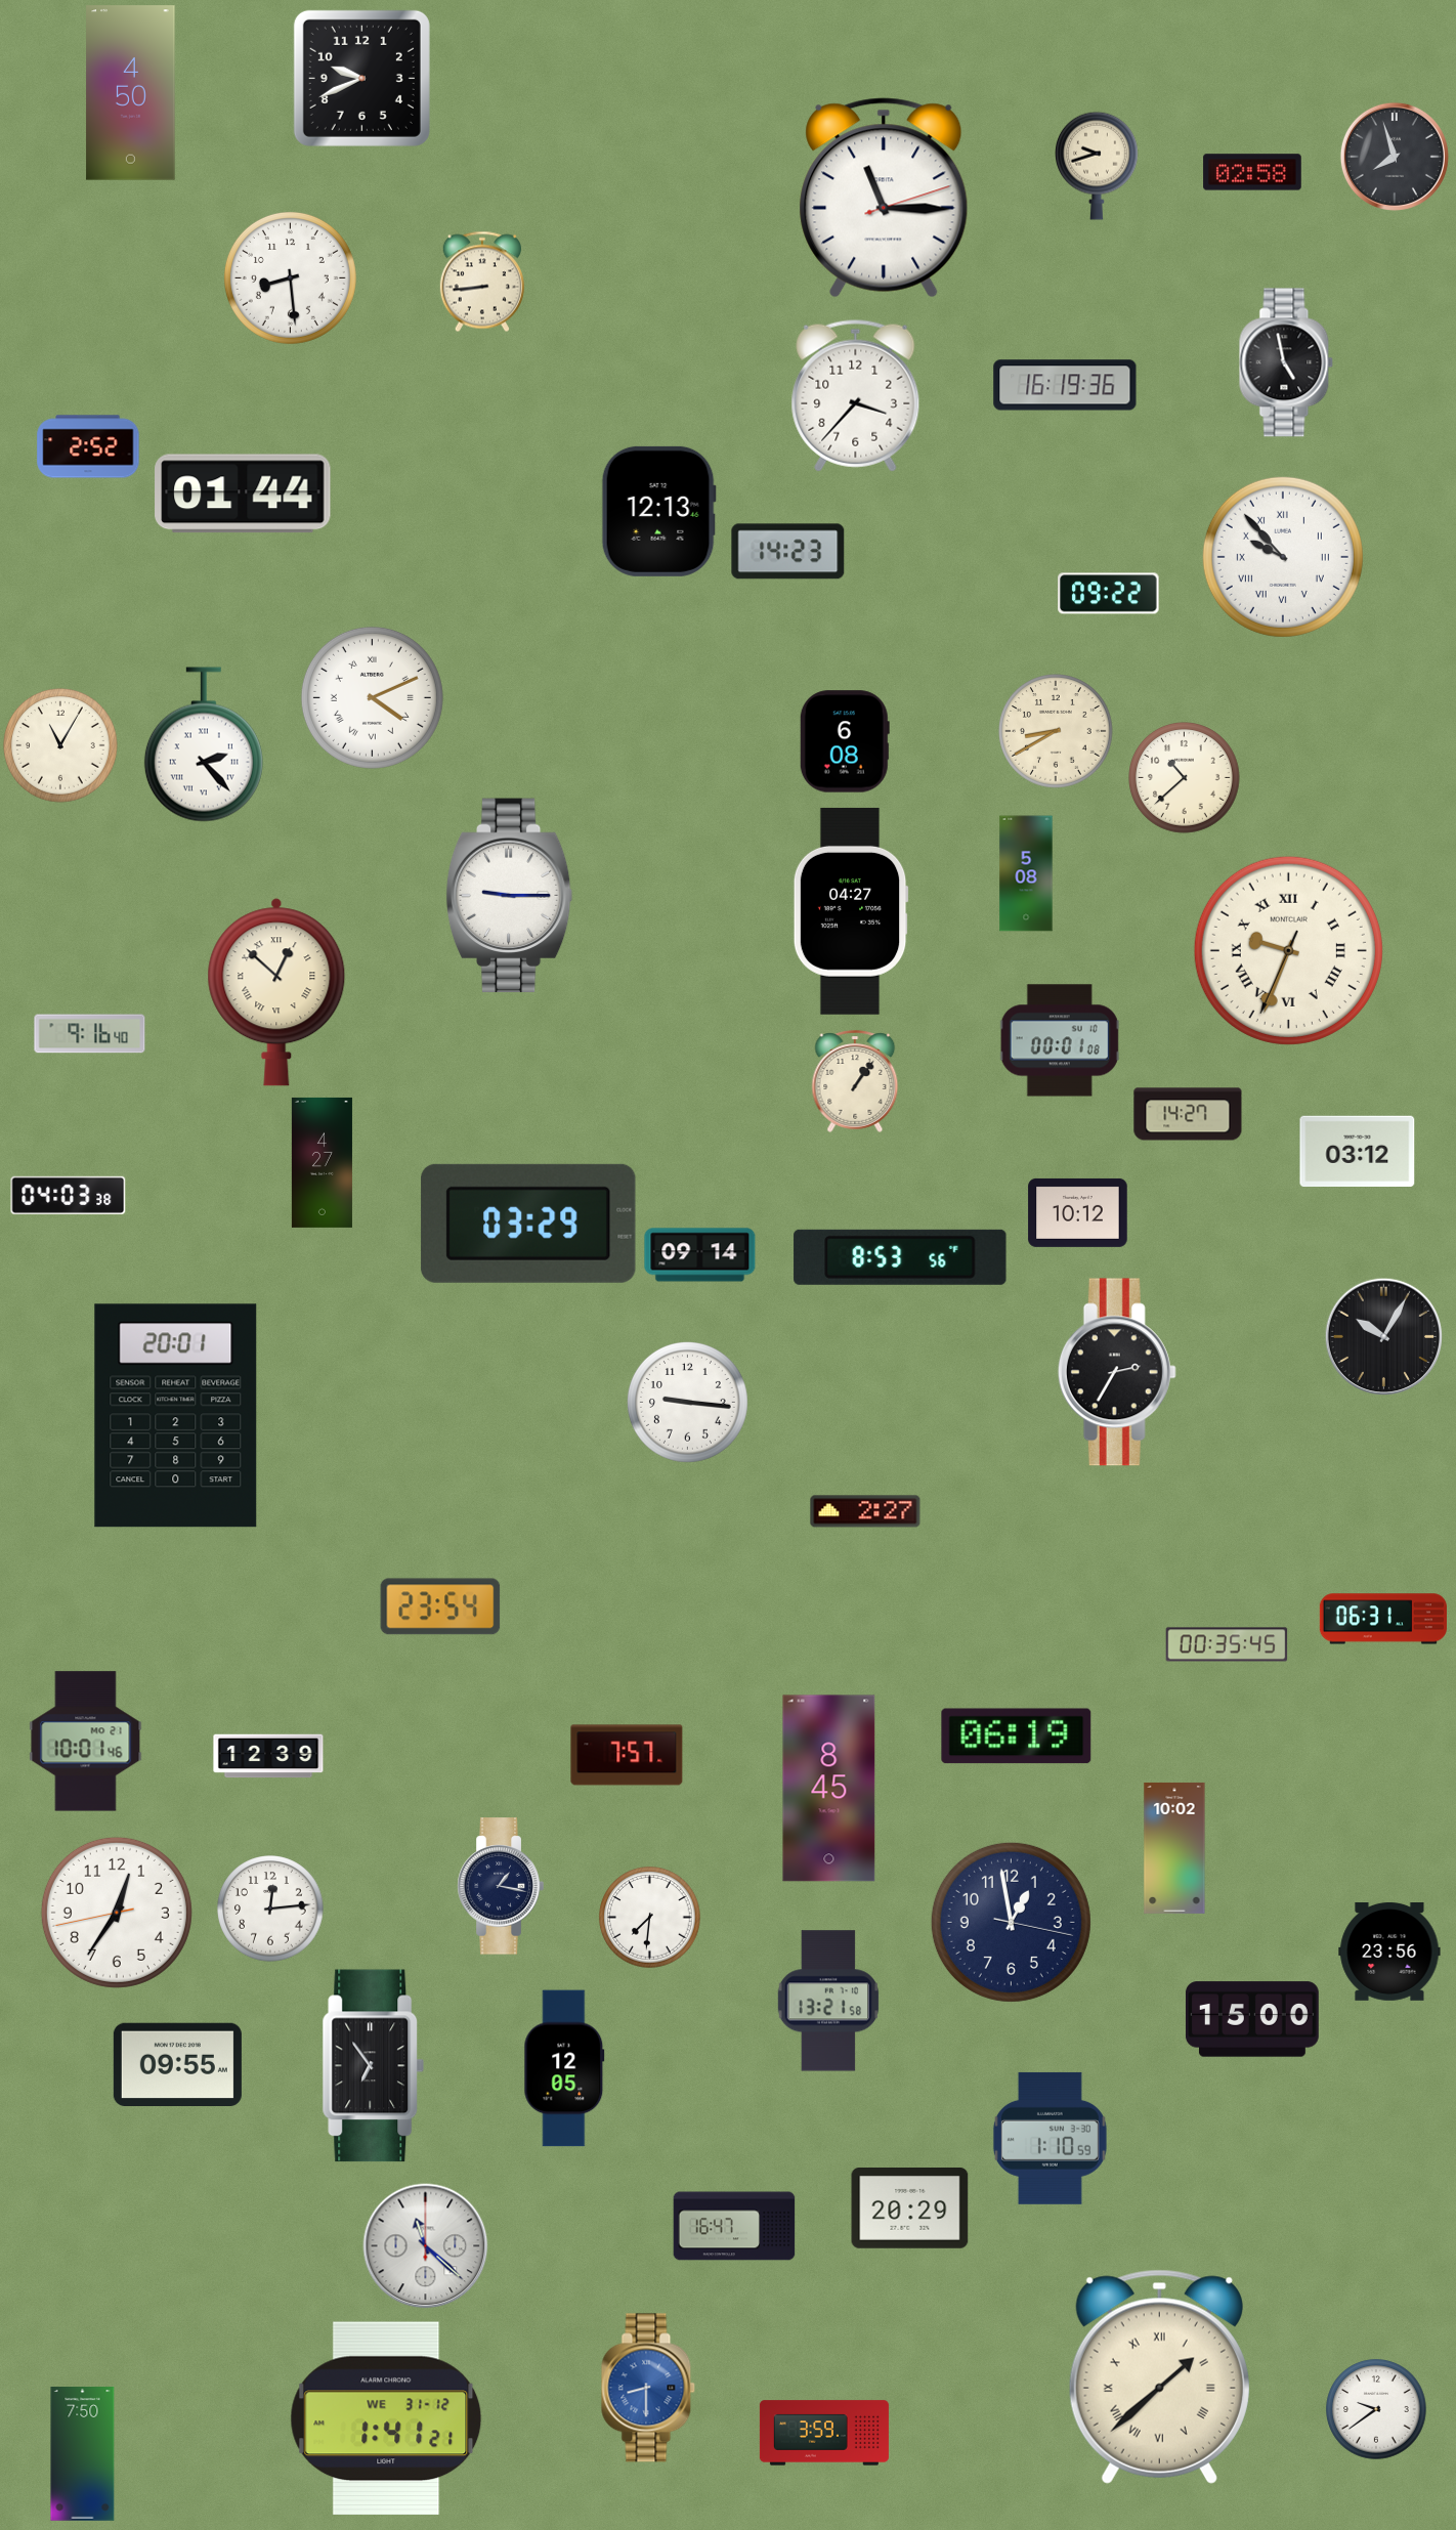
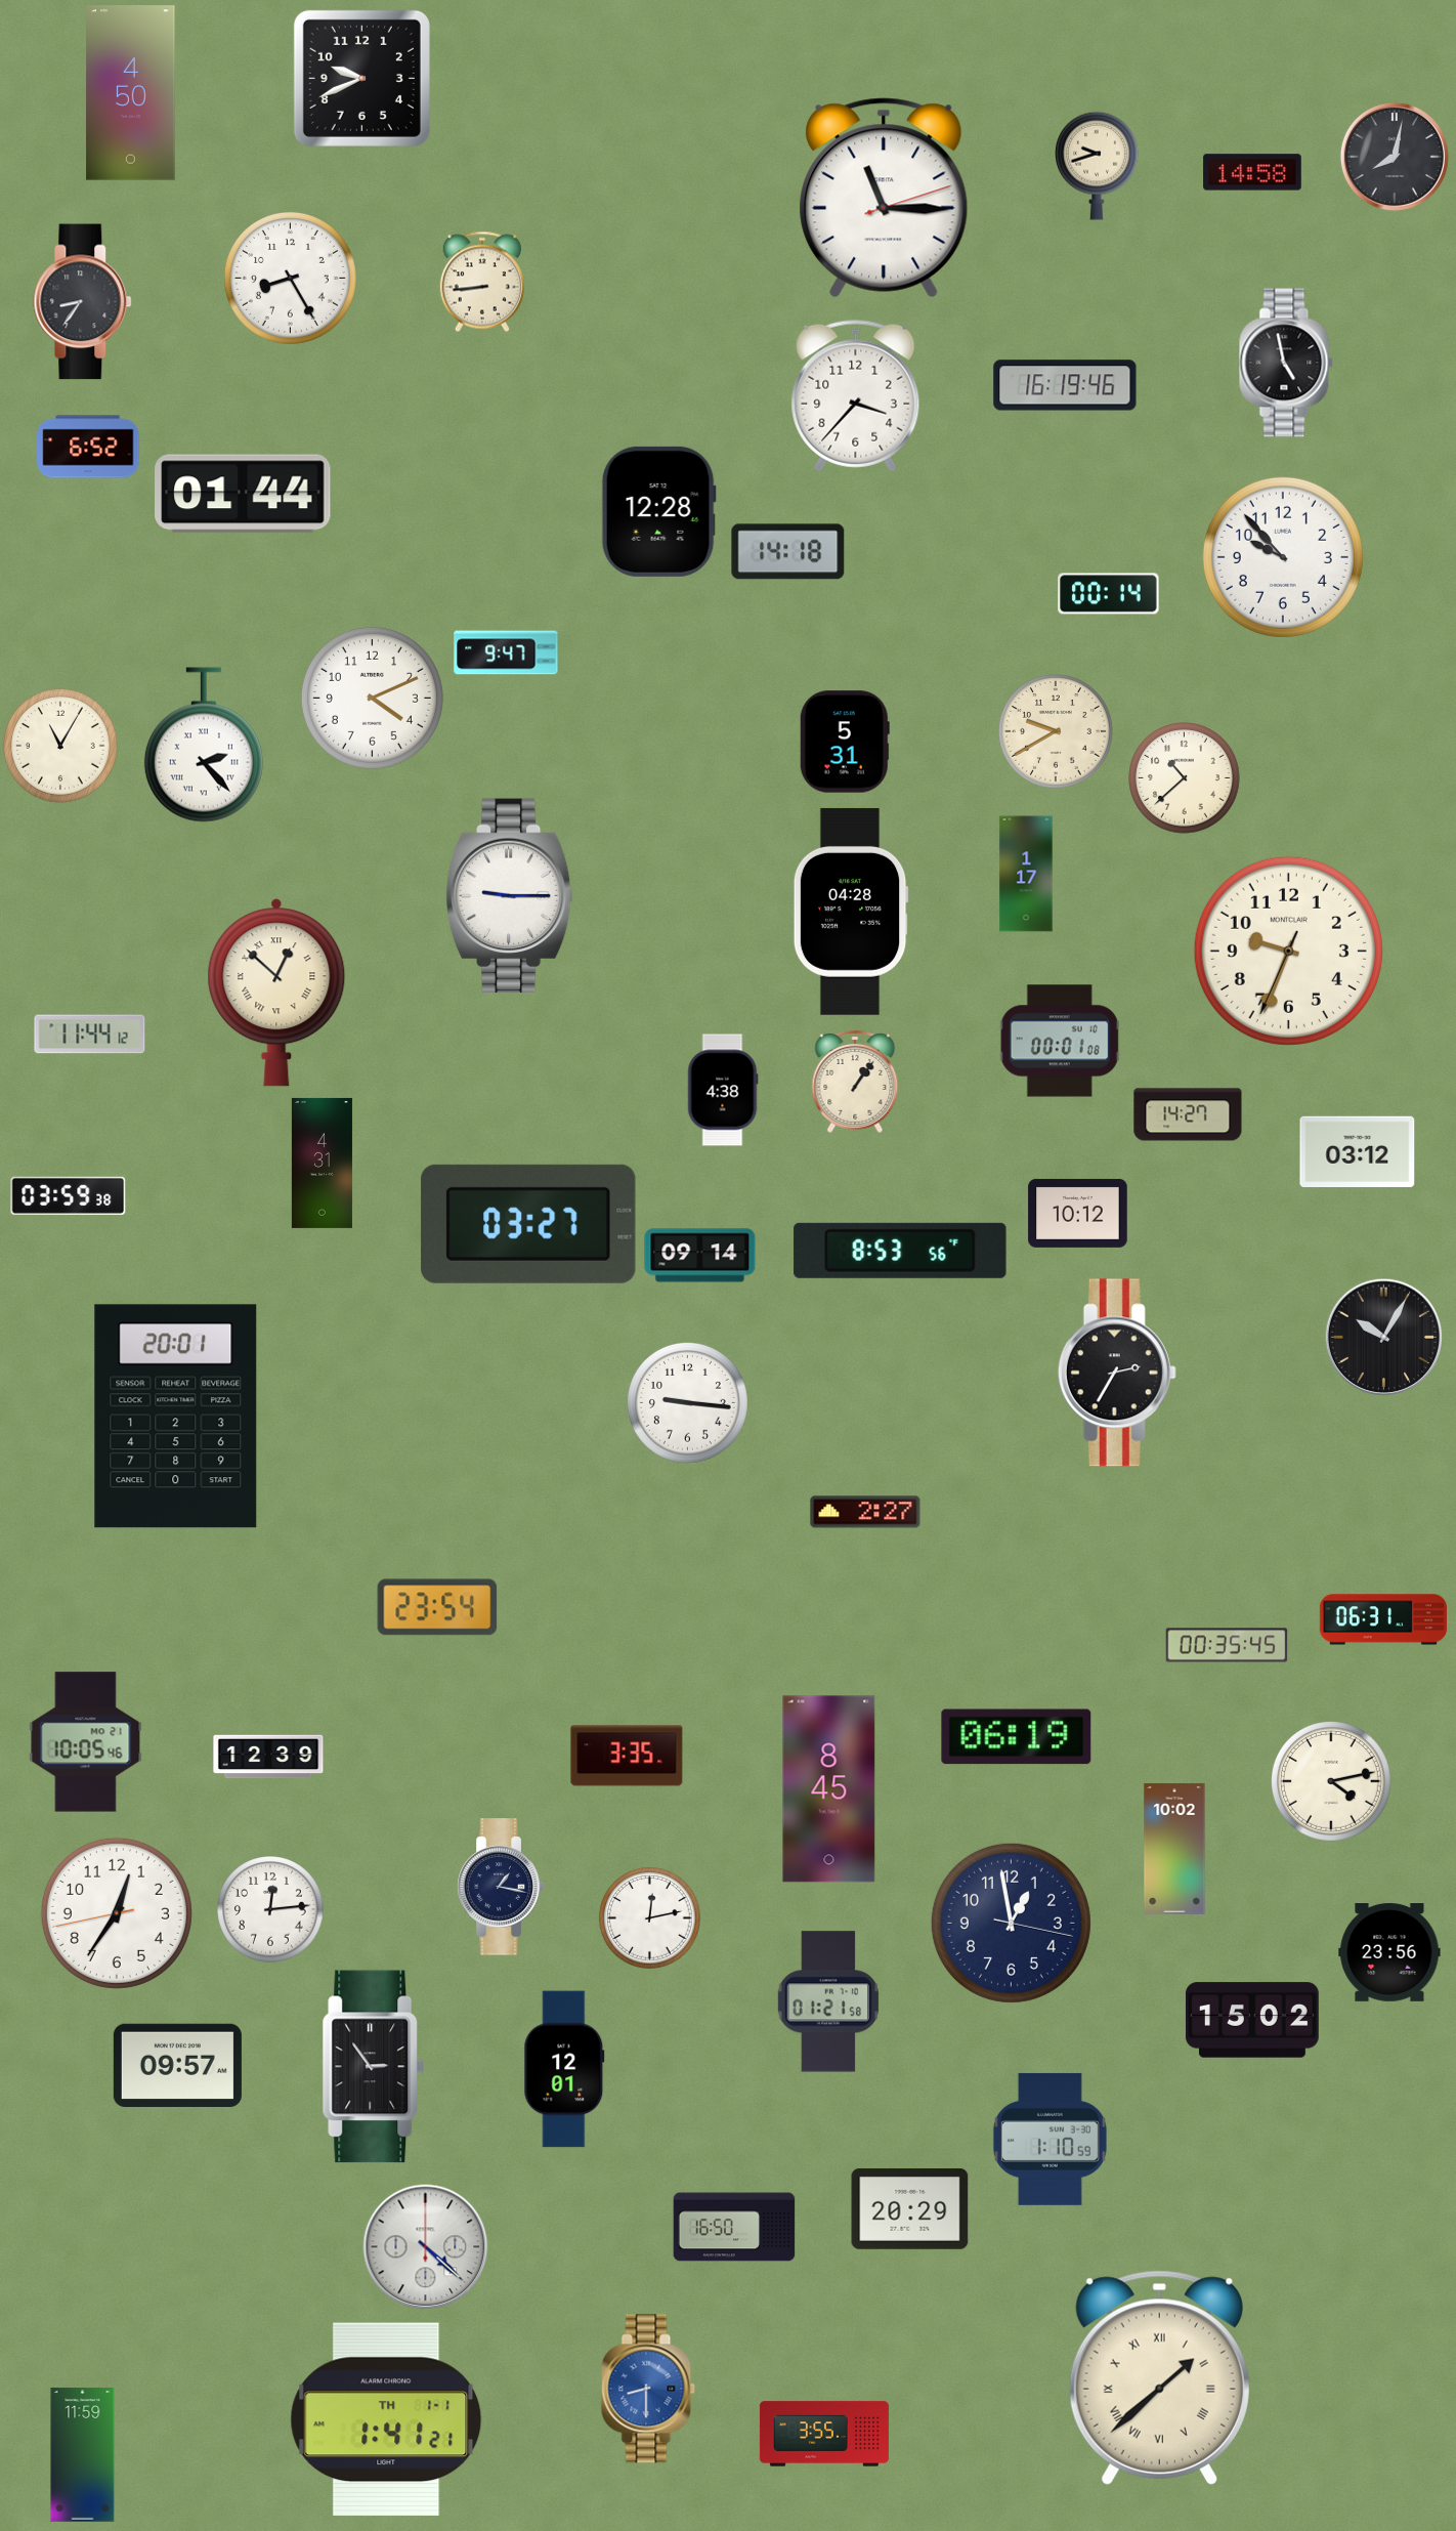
clock at (1395, 157): 7:57 -> 8:02
clock at (1252, 172): 02:58 -> 14:58
clock at (290, 277): 8:29 -> 8:25
clock at (83, 302): none -> 8:36
clock at (1065, 385): 16:19:36 -> 16:19:46
clock at (88, 446): 2:52 -> 6:52
clock at (658, 511): 12:13 -> 12:28
clock at (788, 552): 14:23 -> 14:18
clock at (1283, 557) numerals: Roman -> Arabic
clock at (1109, 594): 09:22 -> 00:14
clock at (506, 652): none -> 9:47
clock at (372, 697) numerals: Roman -> Arabic
clock at (1057, 732): 8:40 -> 9:40
clock at (845, 741): 6:08 -> 5:31
clock at (1026, 873): 5:08 -> 1:17
clock at (851, 911): 04:27 -> 04:28
clock at (1288, 950) numerals: Roman -> Arabic
clock at (90, 1034): 9:16 -> 11:44
clock at (723, 1090): none -> 4:38
clock at (322, 1162): 4:27 -> 4:31
clock at (69, 1195): 04:03 -> 03:59
clock at (528, 1224): 03:29 -> 03:27
clock at (900, 1257) position: (900, 1257) -> (900, 1251)
clock at (440, 1606) position: (440, 1606) -> (437, 1607)
clock at (86, 1742): 10:01 -> 10:05
clock at (627, 1755): 7:57 -> 3:35
clock at (1332, 1782): none -> 4:13
clock at (650, 1918): 7:31 -> 12:13
clock at (827, 2001): 13:21 -> 01:21
clock at (1252, 2019): 15:00 -> 15:02
clock at (177, 2064): 09:55 -> 09:57
clock at (374, 2066): 6:54 -> 2:54
clock at (564, 2068): 12:05 -> 12:01
clock at (734, 2226): 16:47 -> 16:50
clock at (426, 2246): 11:22 -> 4:22
clock at (1376, 2409): 9:39 -> none
clock at (386, 2418) date: WE 31-12 -> TH 1-1
clock at (824, 2433): 3:59 -> 3:55
clock at (83, 2454): 7:50 -> 11:59
